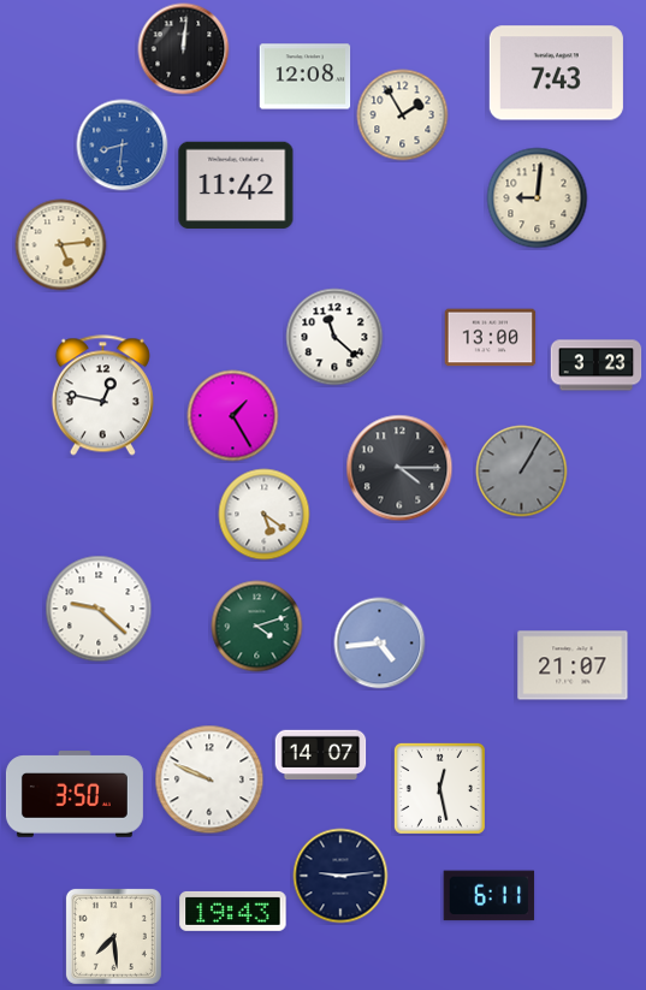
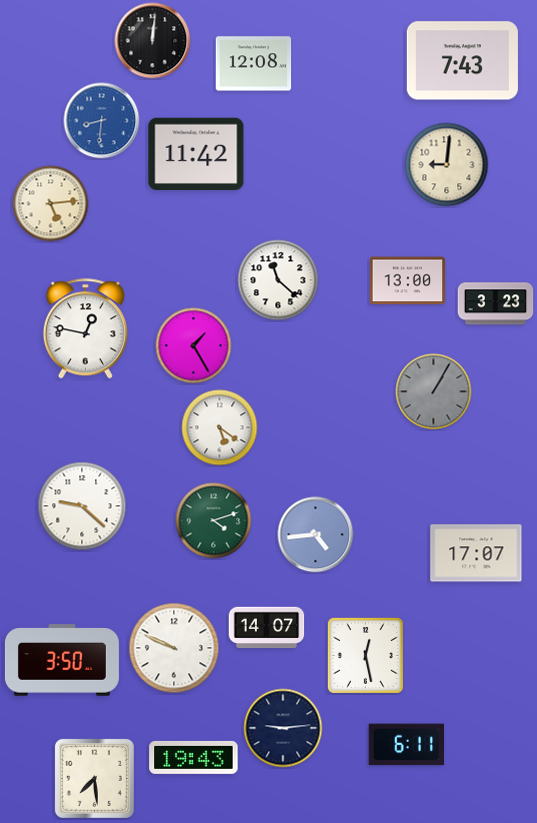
clock at (403, 115): 1:55 -> none
clock at (399, 468): 4:15 -> none
clock at (573, 665): 21:07 -> 17:07
